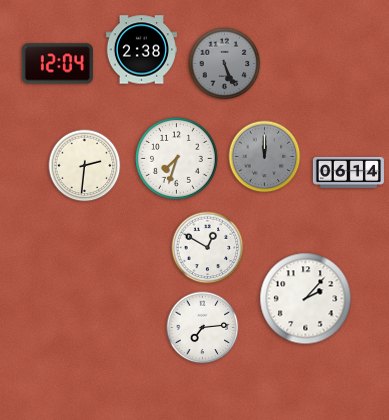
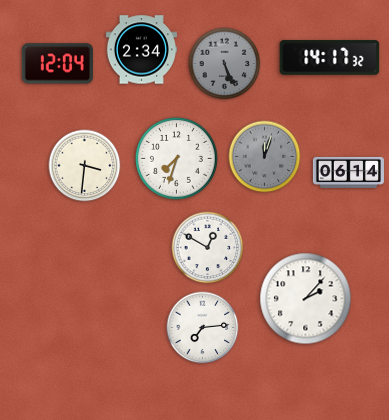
clock at (141, 50): 2:38 -> 2:34
clock at (330, 58): none -> 14:17
clock at (265, 157): 12:00 -> 12:03
clock at (85, 166): 2:31 -> 3:31
